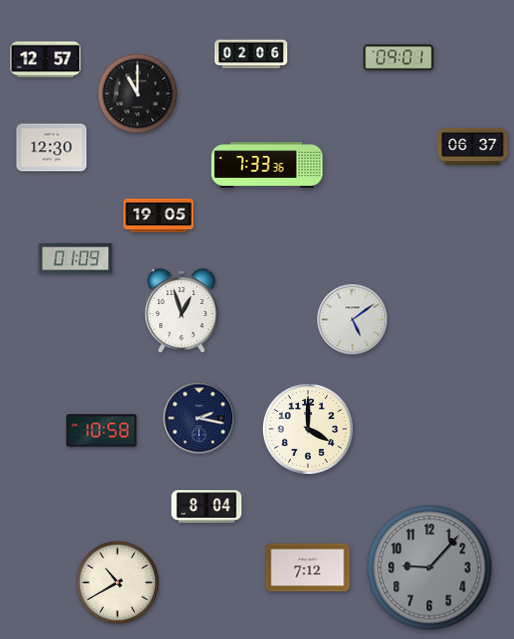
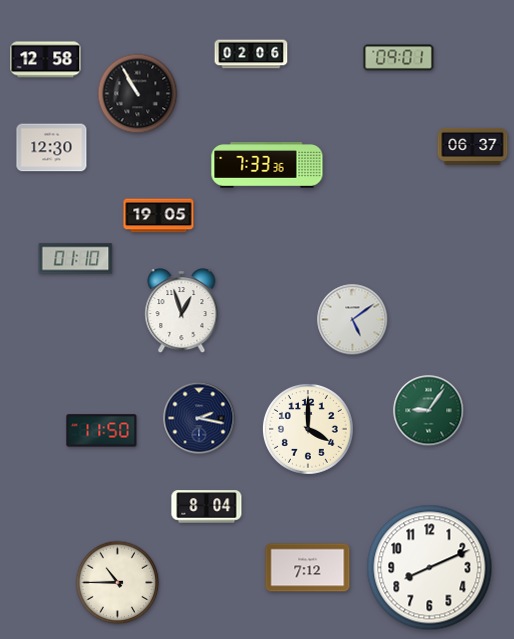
clock at (46, 60): 12:57 -> 12:58
clock at (138, 94): 11:00 -> 10:55
clock at (76, 259): 01:09 -> 01:10
clock at (429, 411): none -> 9:06
clock at (102, 431): 10:58 -> 11:50
clock at (430, 568): 9:07 -> 8:11
clock at (430, 568) dial: grey -> white
clock at (118, 583): 10:40 -> 10:45
